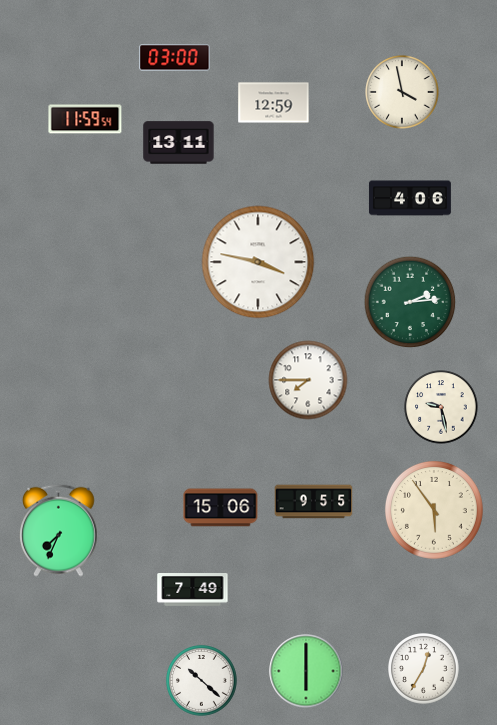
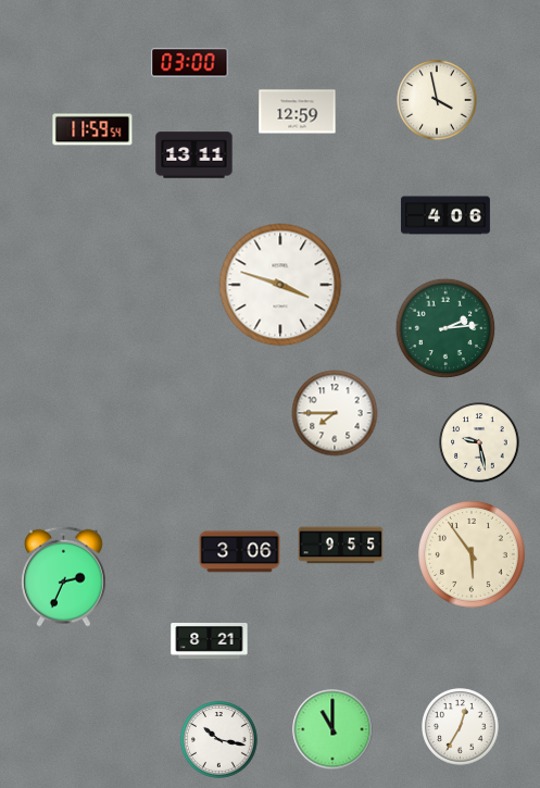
clock at (258, 262): 3:47 -> 3:48
clock at (221, 508): 15:06 -> 3:06
clock at (59, 530): 7:34 -> 2:34
clock at (193, 590): 7:49 -> 8:21
clock at (306, 671): 6:00 -> 11:00
clock at (202, 681): 10:22 -> 10:17
